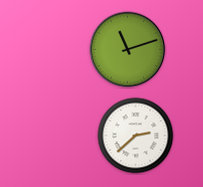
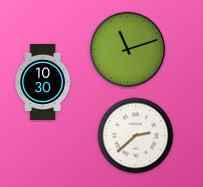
clock at (43, 82): none -> 10:30
